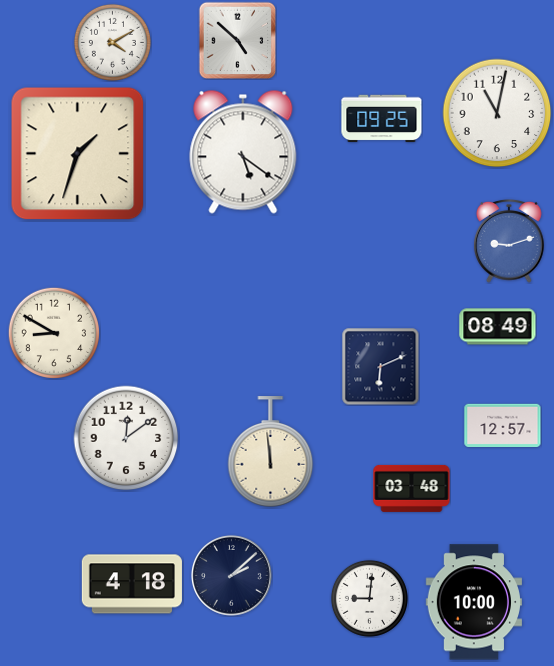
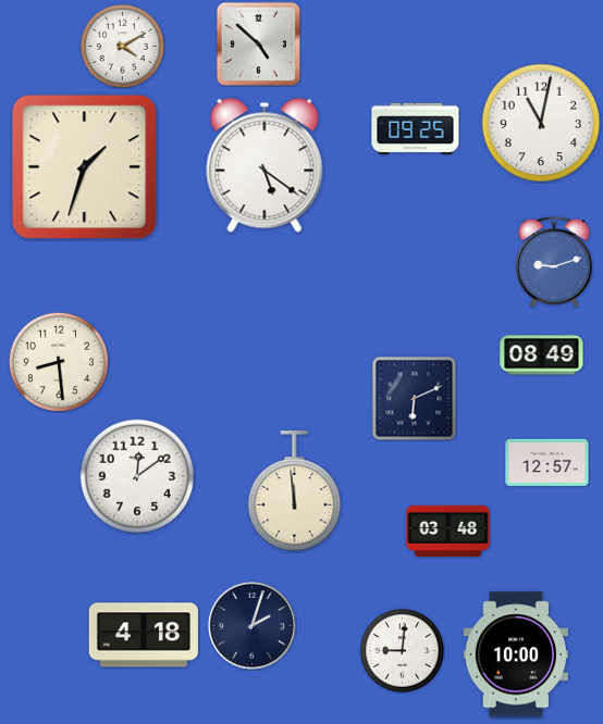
clock at (54, 333): 8:50 -> 8:29
clock at (231, 575): 2:08 -> 2:03
